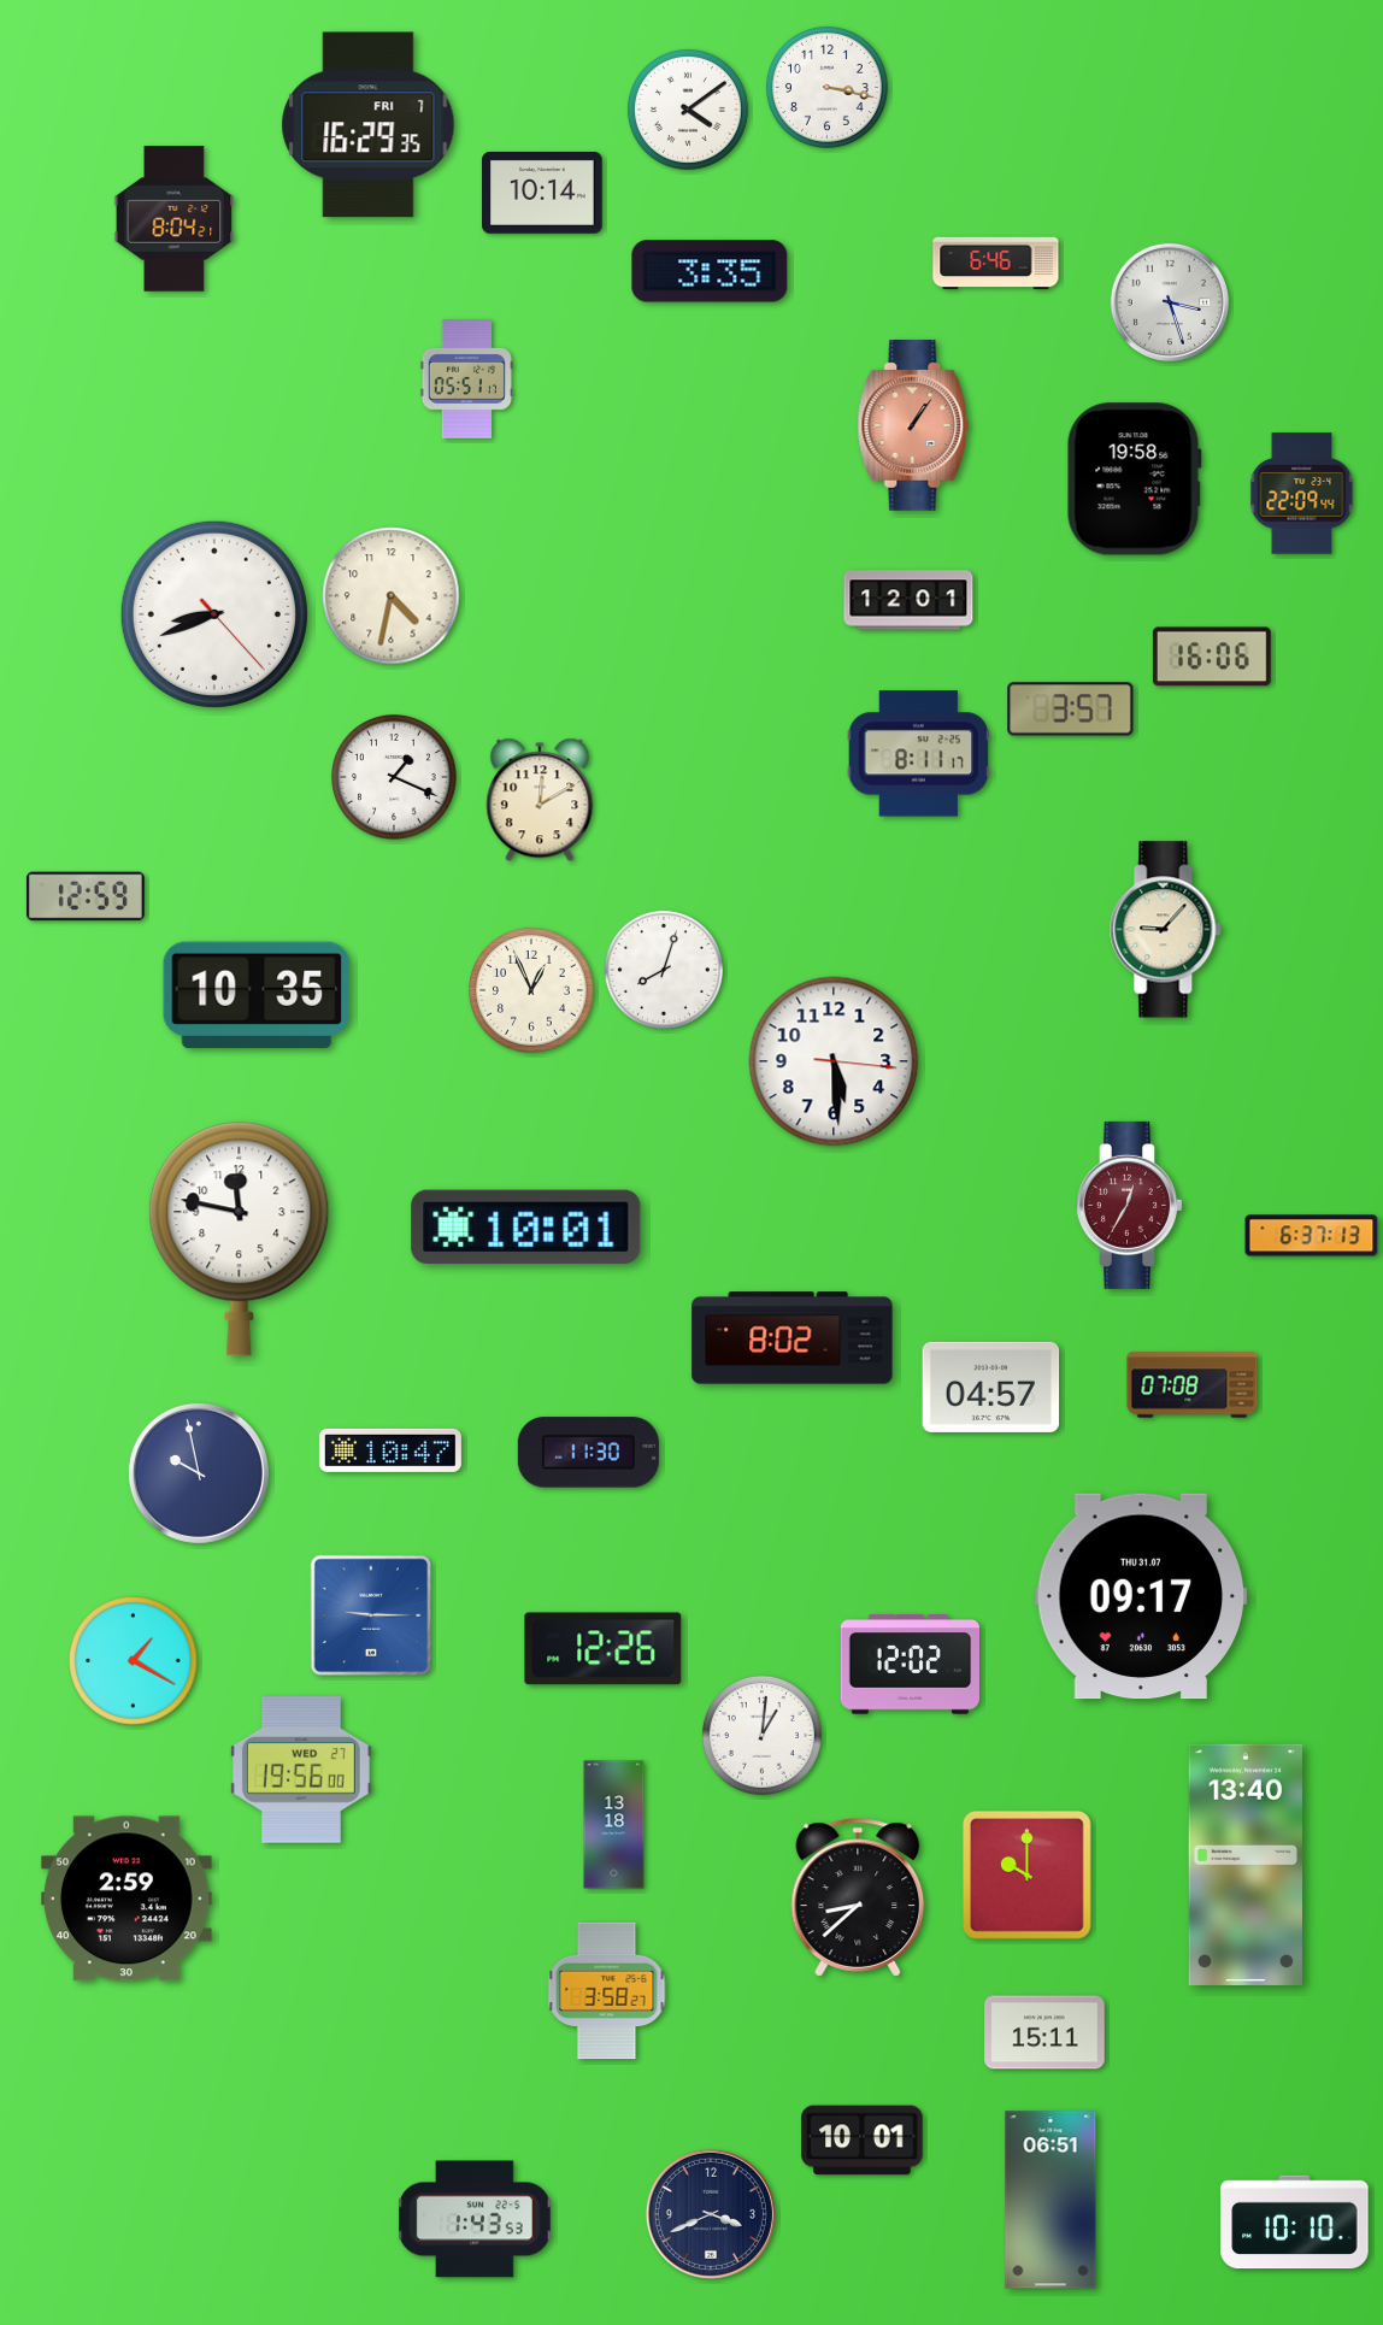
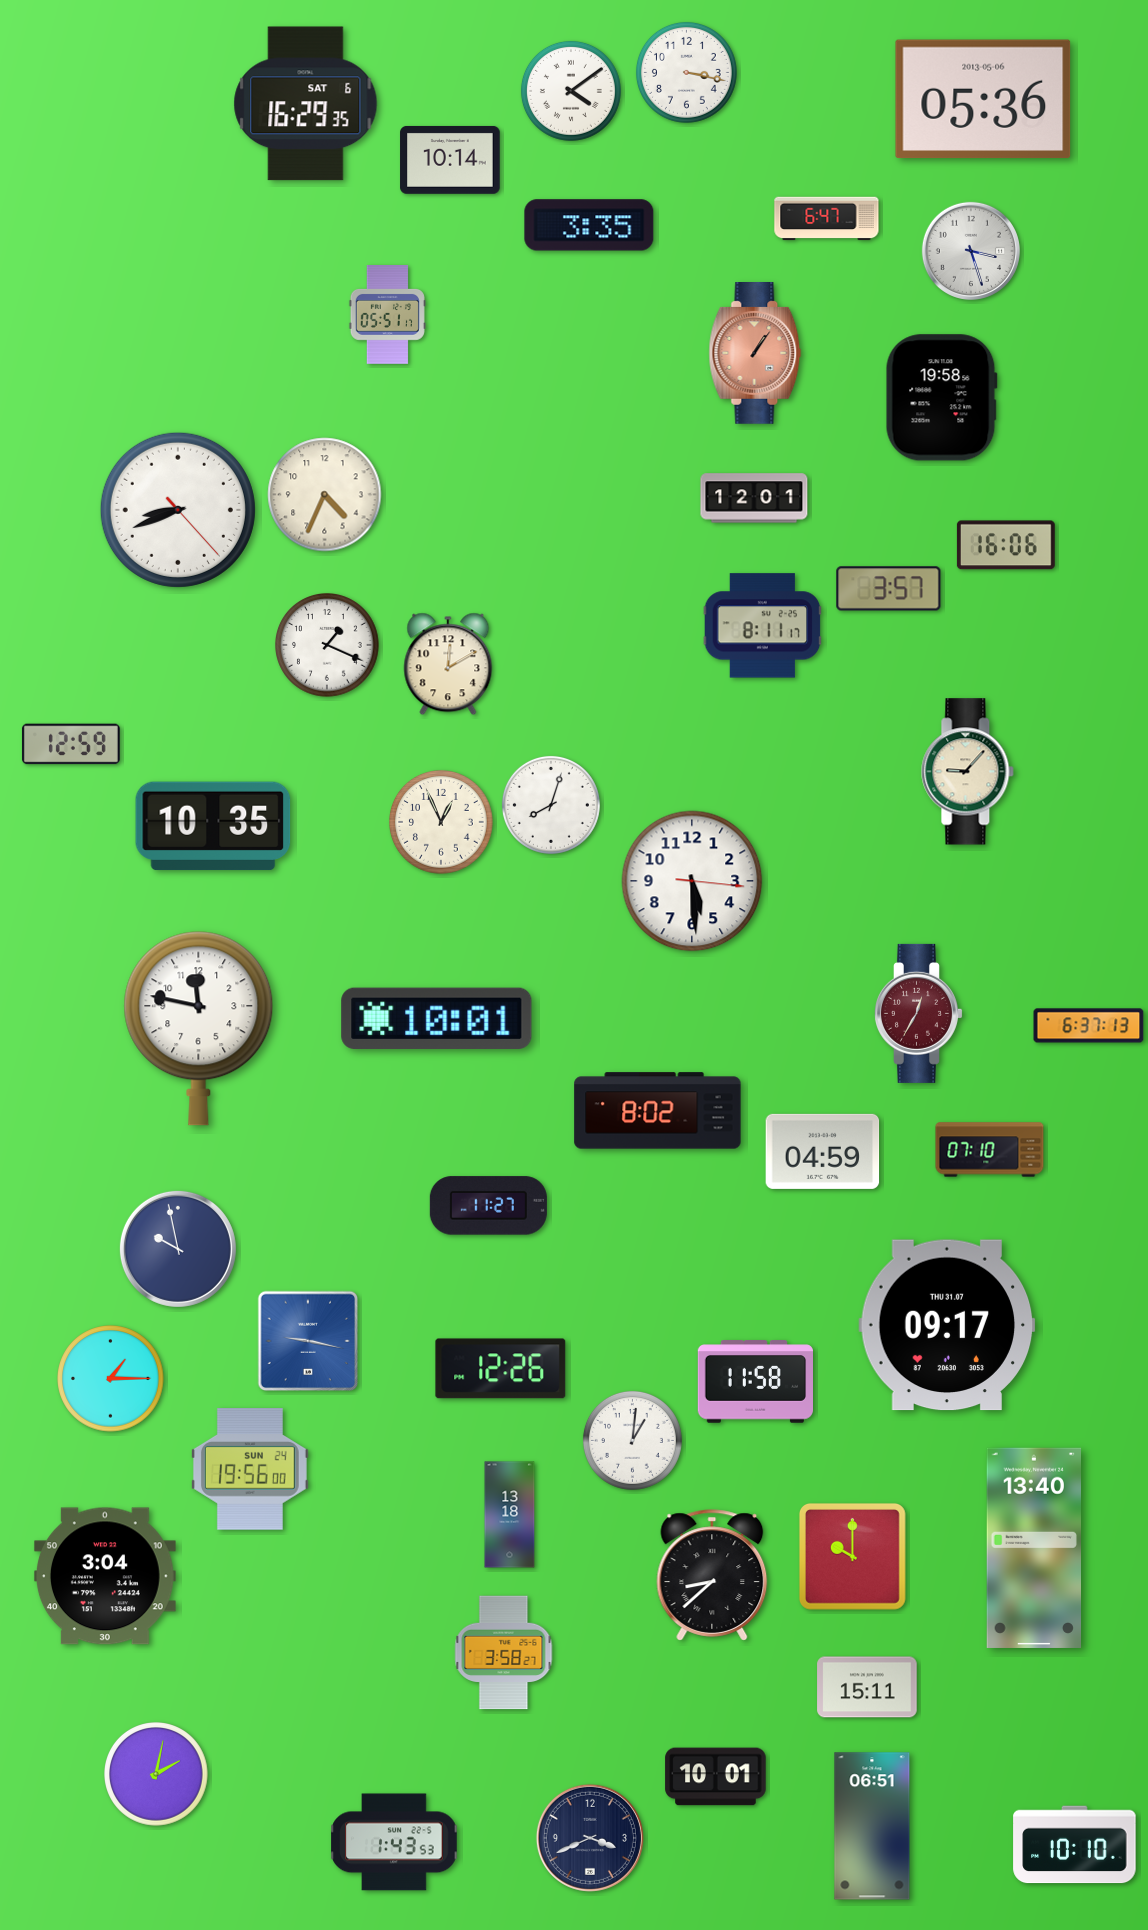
clock at (983, 99): none -> 05:36
clock at (369, 125) date: FRI 7 -> SAT 6
clock at (175, 219): 8:04 -> none
clock at (996, 264): 6:46 -> 6:47
clock at (913, 426) position: (913, 426) -> (755, 354)
clock at (1302, 494): 22:09 -> none
clock at (392, 596): 4:32 -> 4:34
clock at (1129, 1205) position: (1129, 1205) -> (918, 1013)
clock at (1193, 1385): 07:08 -> 07:10
clock at (991, 1387): 04:57 -> 04:59
clock at (390, 1450): 10:47 -> none
clock at (588, 1453): 11:30 -> 11:27
clock at (199, 1473) position: (199, 1473) -> (178, 1249)
clock at (371, 1615): 9:15 -> 9:17
clock at (134, 1661): 1:20 -> 1:15
clock at (910, 1665): 12:02 -> 11:58
clock at (301, 1770) date: WED 27 -> SUN 24
clock at (126, 1899): 2:59 -> 3:04
clock at (157, 1775): none -> 2:02
